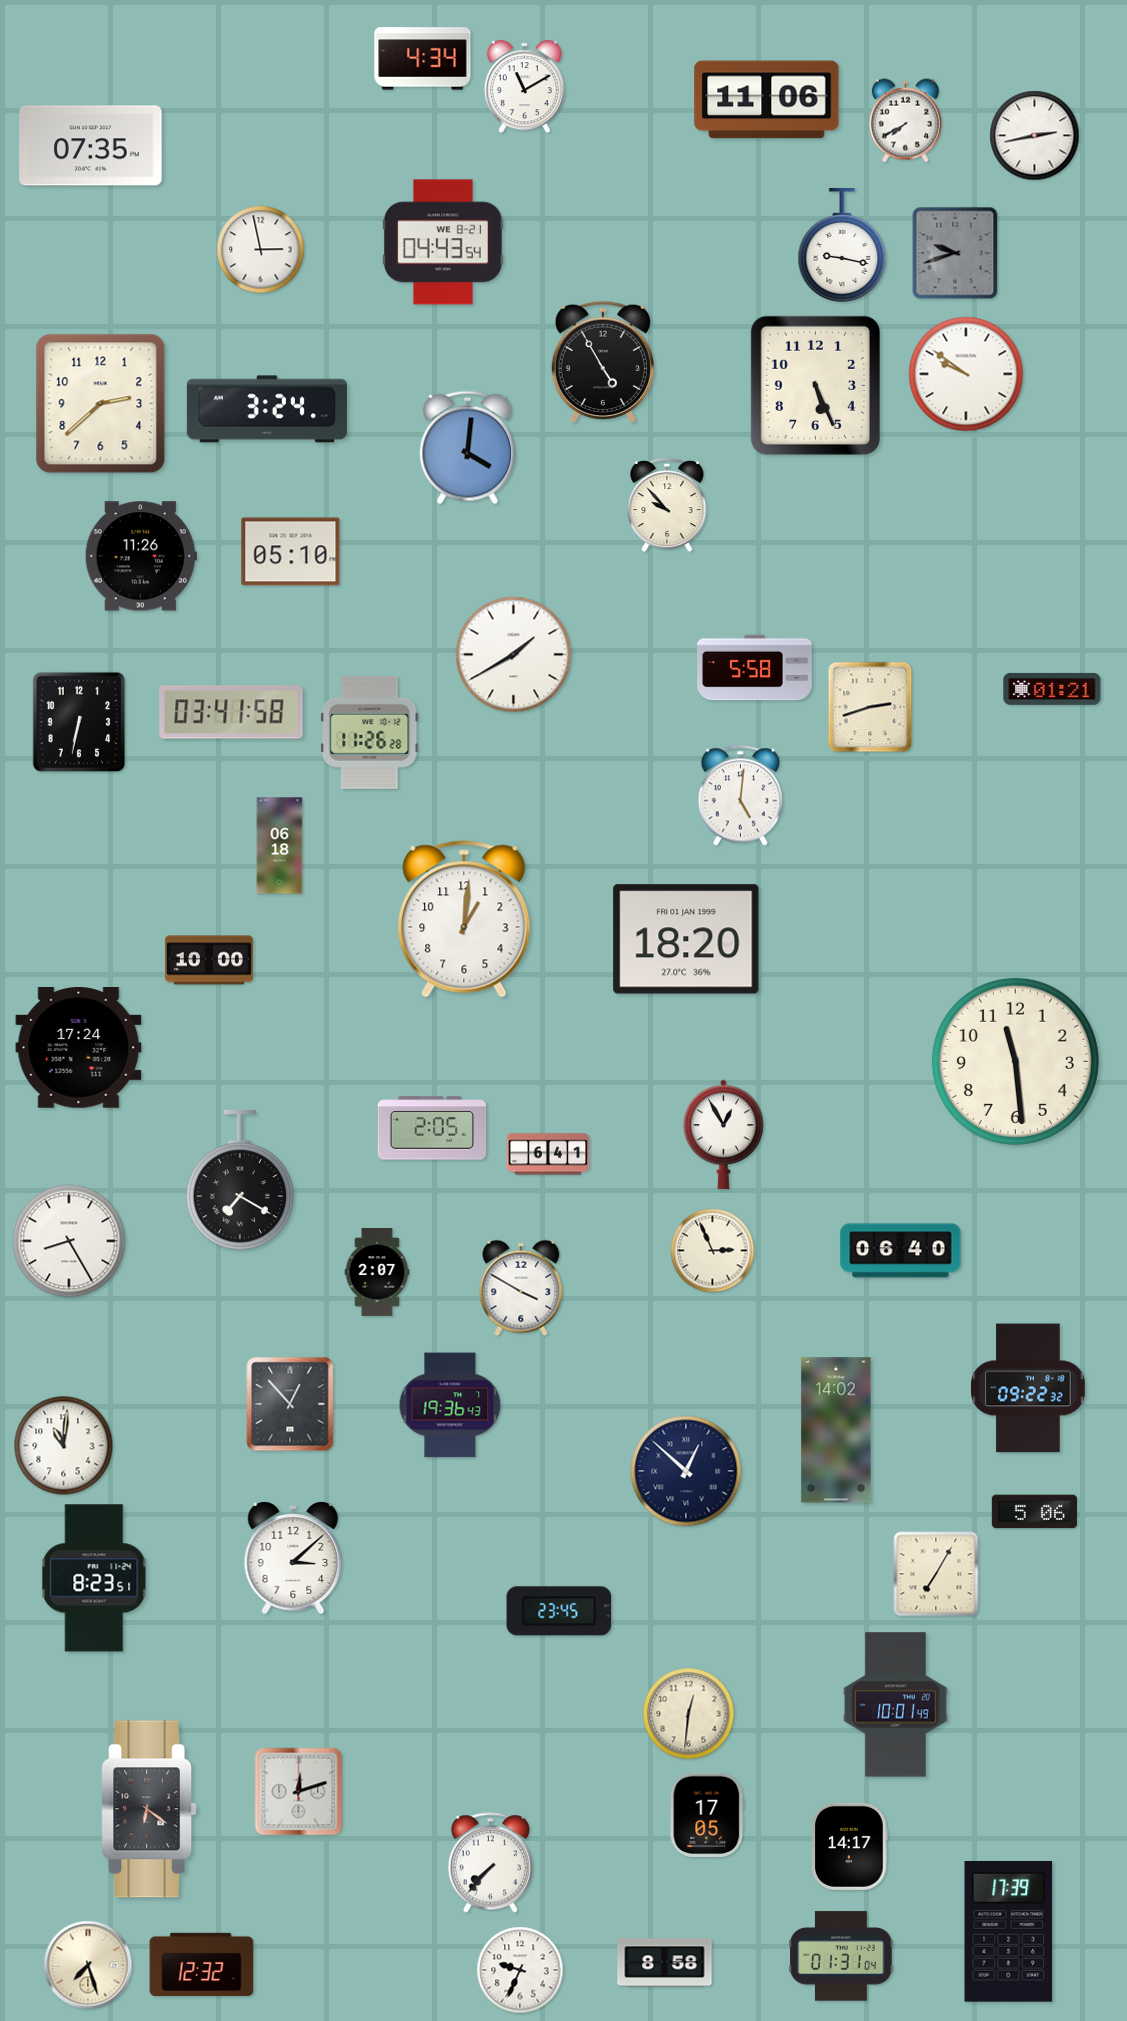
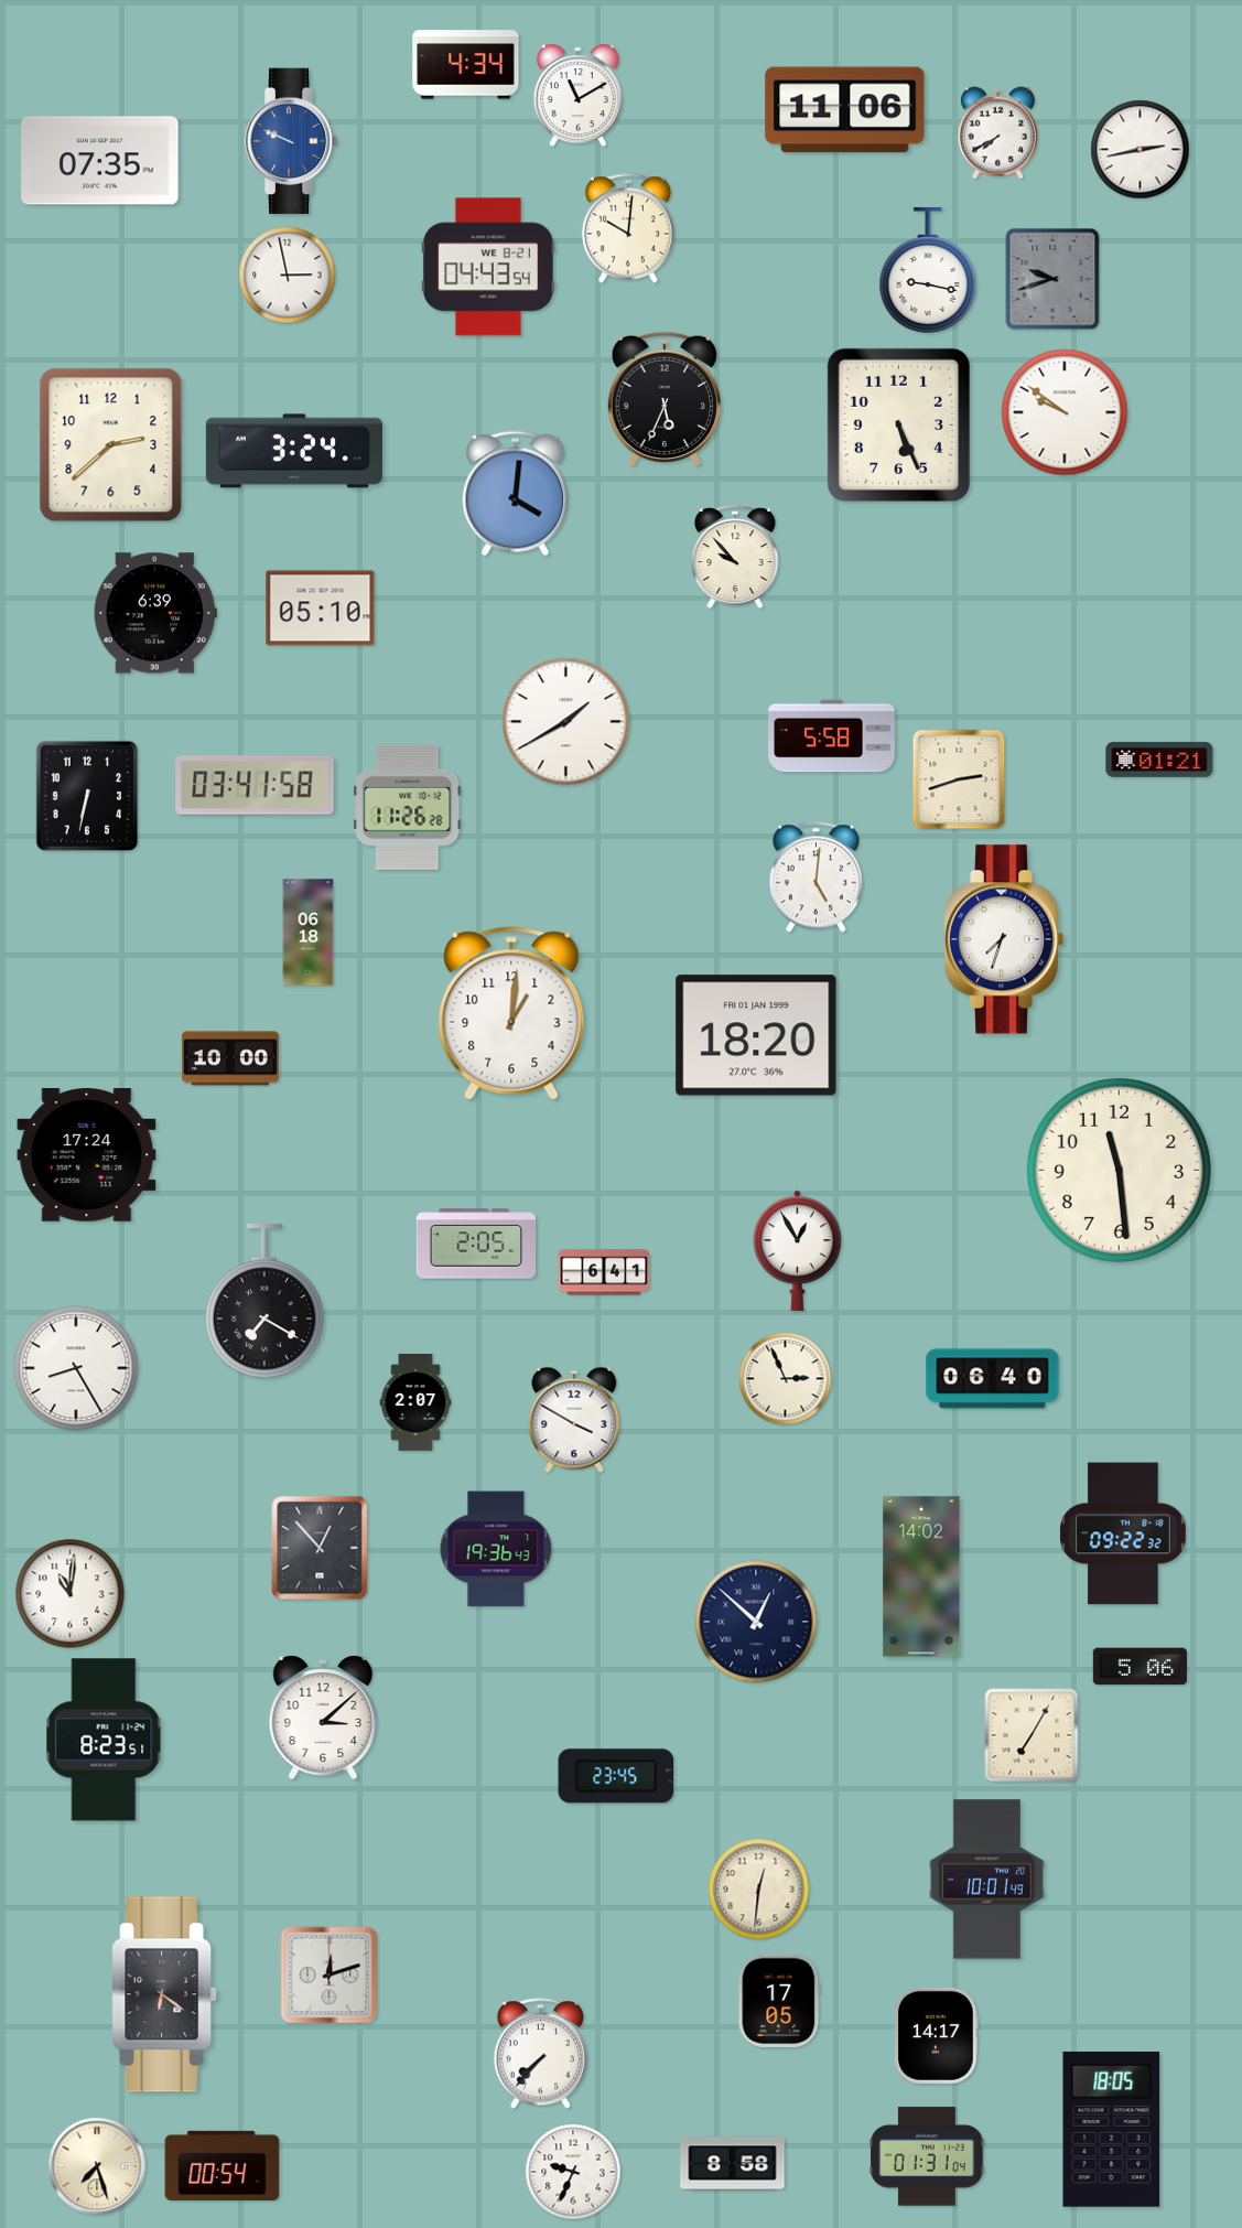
clock at (291, 141): none -> 9:49
clock at (628, 228): none -> 10:01
clock at (602, 361): 4:55 -> 5:34
clock at (141, 556): 11:26 -> 6:39
clock at (1004, 939): none -> 7:33
clock at (1028, 1388) position: (1028, 1388) -> (1123, 1533)
clock at (1009, 1931): 17:39 -> 18:05
clock at (202, 1964): 12:32 -> 00:54
